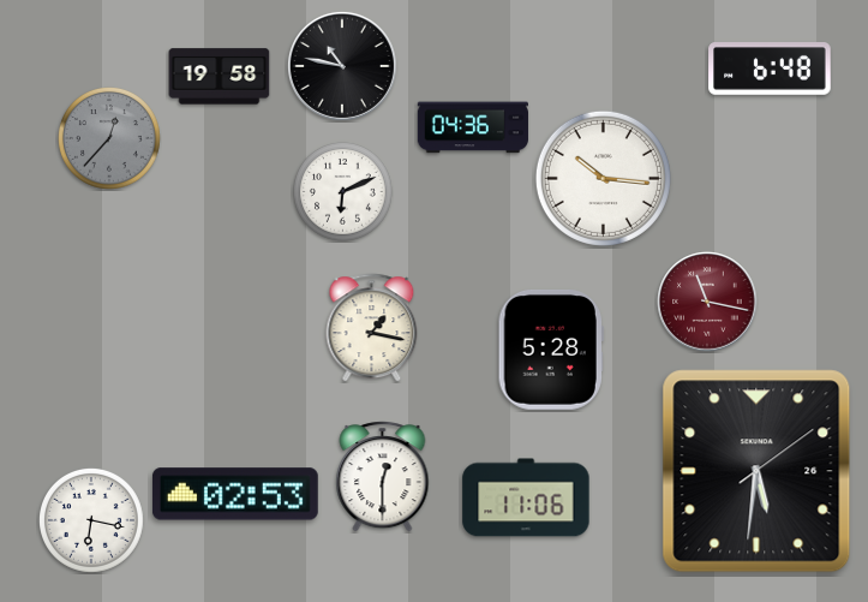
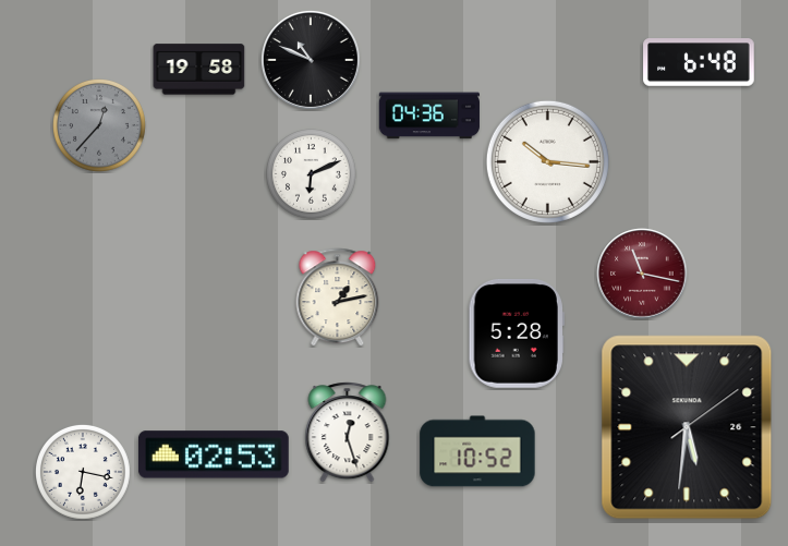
clock at (342, 66): 10:47 -> 10:49
clock at (372, 328): 1:17 -> 1:13
clock at (551, 350) position: (551, 350) -> (517, 333)
clock at (383, 477): 12:30 -> 12:27
clock at (235, 494) position: (235, 494) -> (214, 454)
clock at (526, 497): 11:06 -> 10:52
